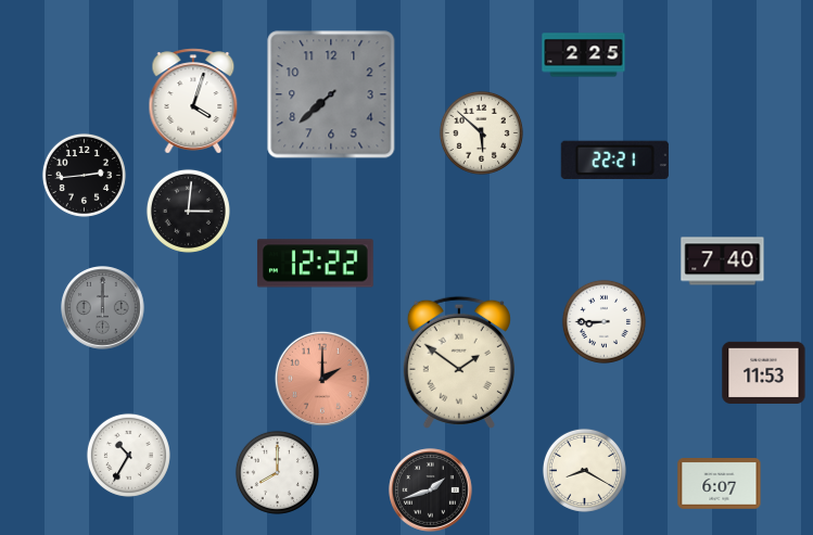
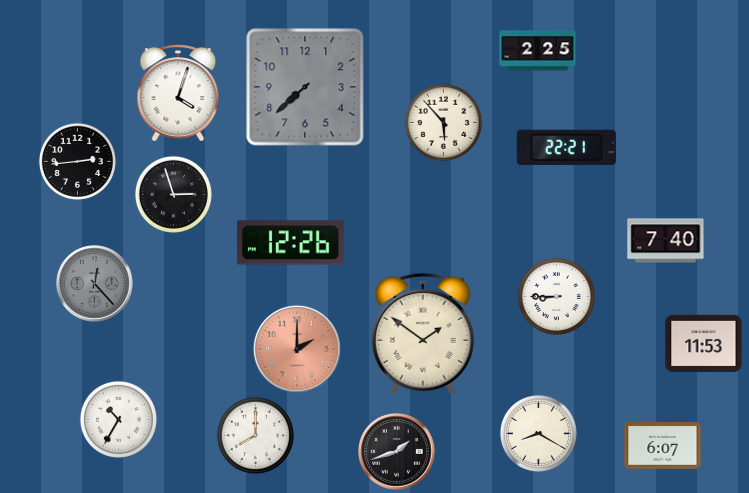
clock at (481, 132): 5:52 -> 5:53
clock at (188, 211): 3:01 -> 2:57
clock at (315, 264): 12:22 -> 12:26
clock at (103, 308): 12:00 -> 12:23
